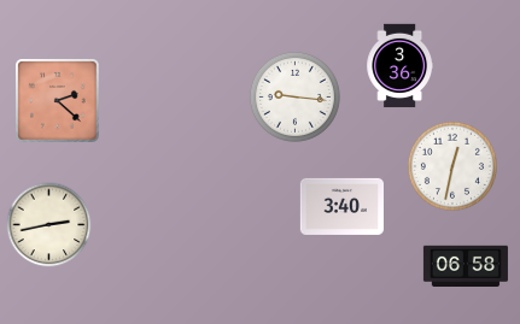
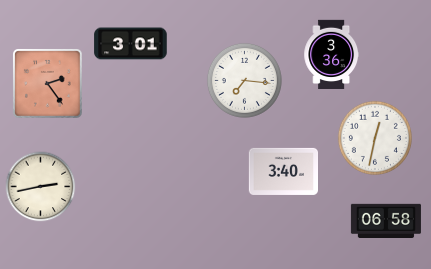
clock at (131, 44): none -> 3:01
clock at (294, 96): 9:16 -> 7:16
clock at (58, 101): 2:22 -> 2:24
